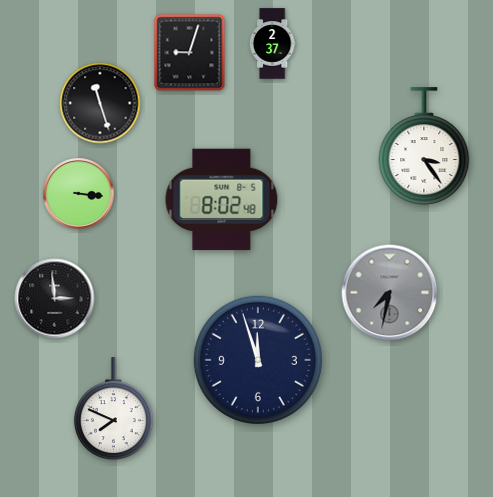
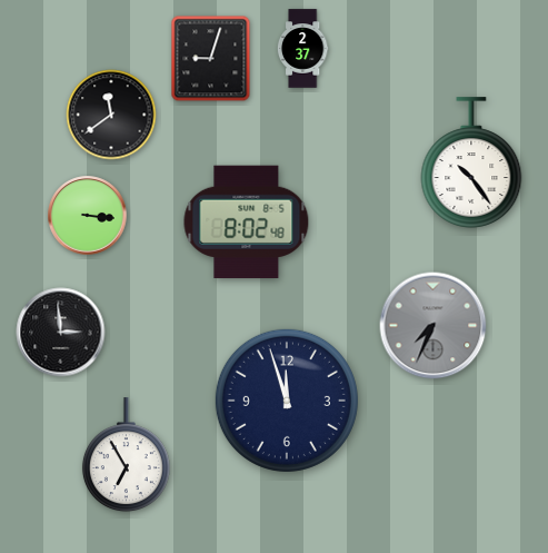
clock at (100, 103): 11:27 -> 11:39
clock at (424, 146): 3:24 -> 10:24
clock at (390, 293): 7:32 -> 7:34
clock at (113, 409): 7:49 -> 6:55
